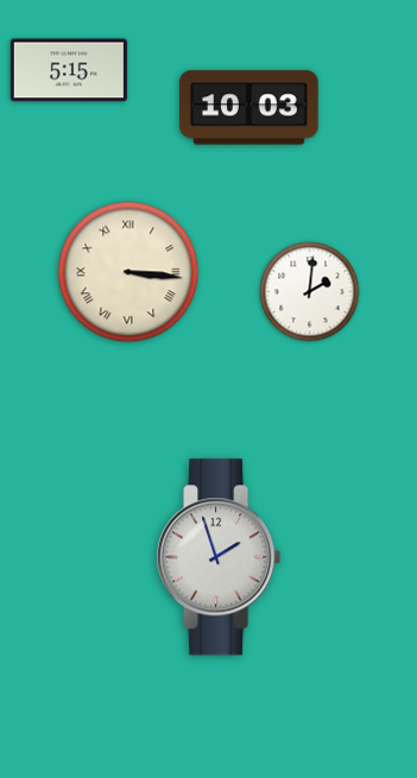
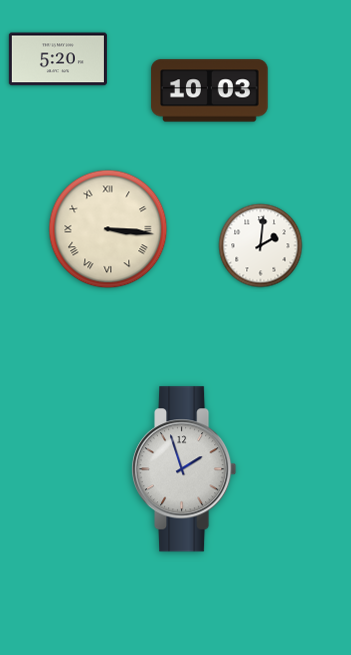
clock at (69, 70): 5:15 -> 5:20
